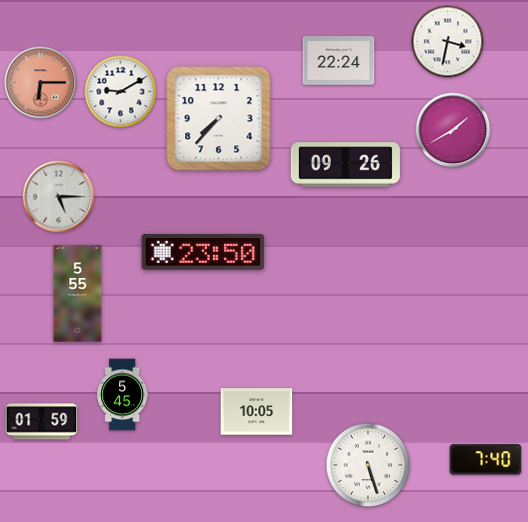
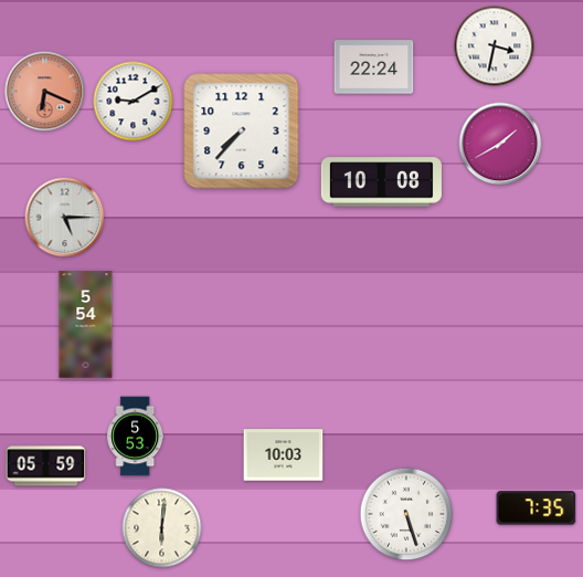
clock at (41, 83): 6:15 -> 6:19
clock at (345, 165): 09:26 -> 10:08
clock at (203, 252): 23:50 -> none
clock at (78, 294): 5:55 -> 5:54
clock at (123, 395): 5:45 -> 5:53
clock at (257, 412): 10:05 -> 10:03
clock at (42, 422): 01:59 -> 05:59
clock at (486, 460): 7:40 -> 7:35
clock at (162, 528): none -> 6:01
